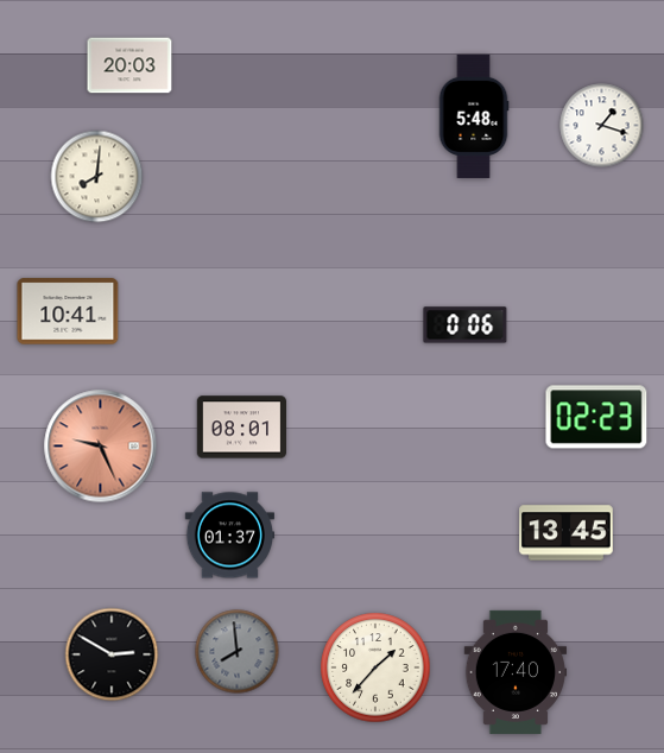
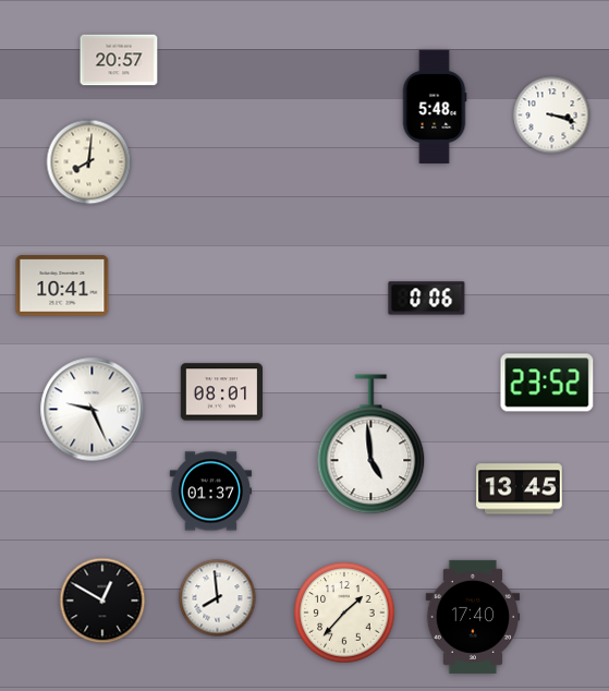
clock at (129, 65): 20:03 -> 20:57
clock at (602, 126): 1:18 -> 3:18
clock at (596, 417): 02:23 -> 23:52
clock at (101, 447) dial: salmon -> white
clock at (372, 445): none -> 4:59
clock at (238, 652) dial: grey -> white
clock at (112, 654): 2:50 -> 12:50
